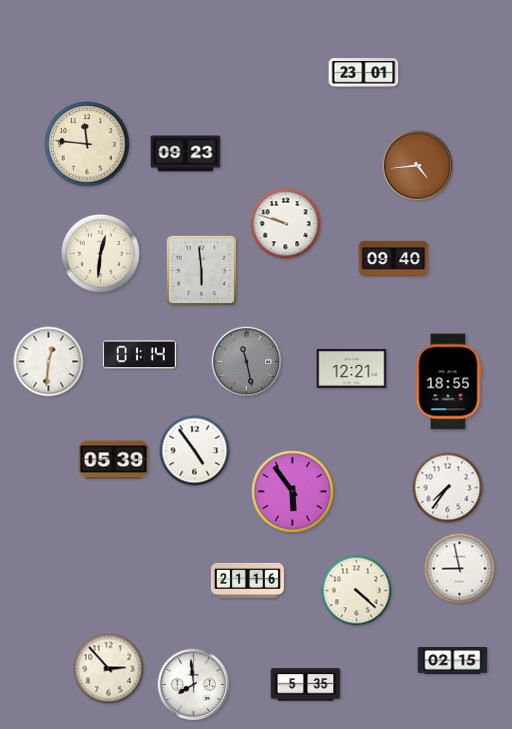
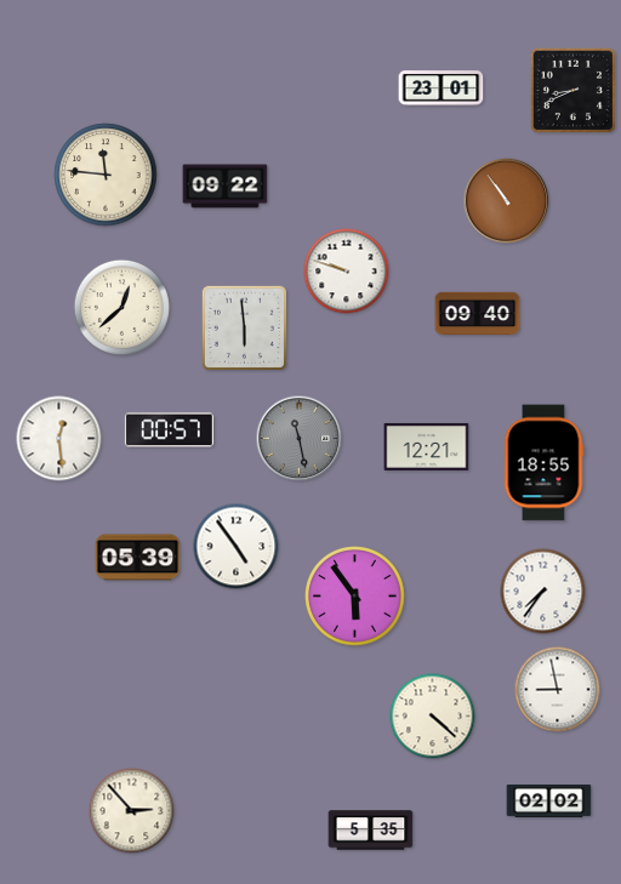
clock at (572, 90): none -> 8:41
clock at (186, 154): 09:23 -> 09:22
clock at (418, 166): 4:44 -> 10:54
clock at (100, 253): 12:31 -> 12:38
clock at (139, 355): 01:14 -> 00:57
clock at (49, 362): 12:31 -> 12:29
clock at (247, 580): 21:16 -> none
clock at (453, 660): 02:15 -> 02:02
clock at (194, 685): 7:59 -> none
